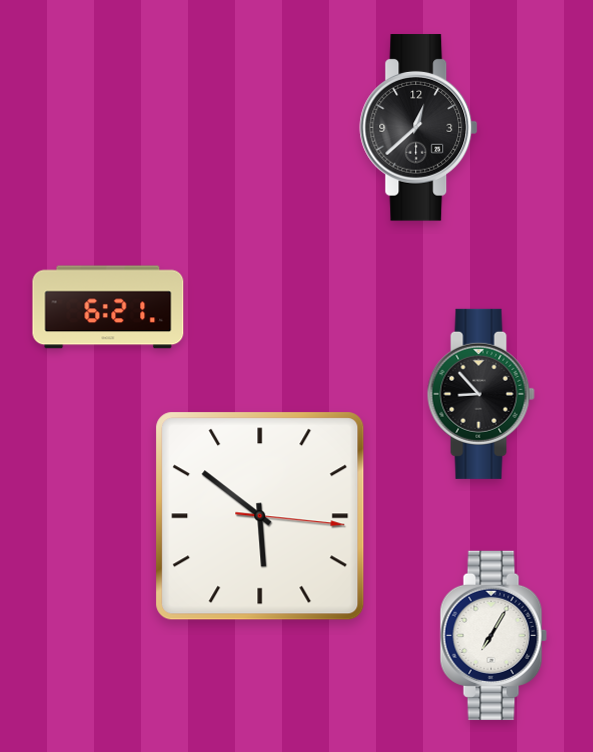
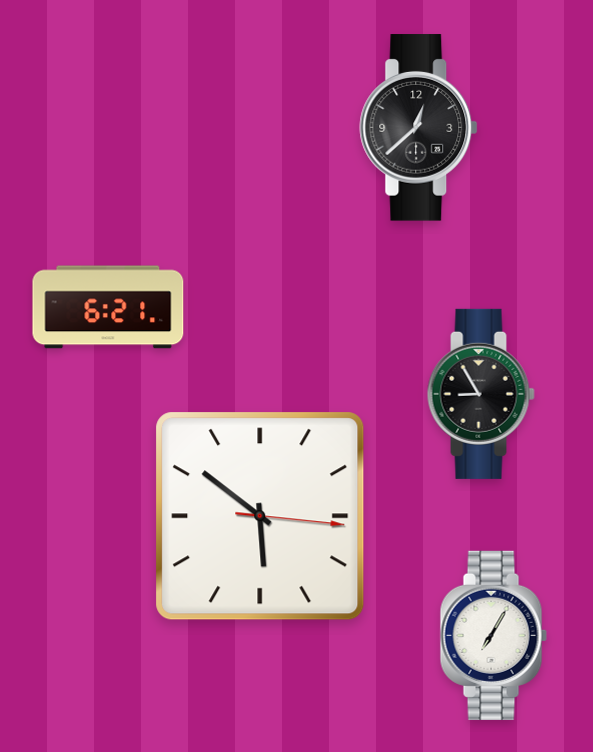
clock at (481, 394): 8:53 -> 8:55
